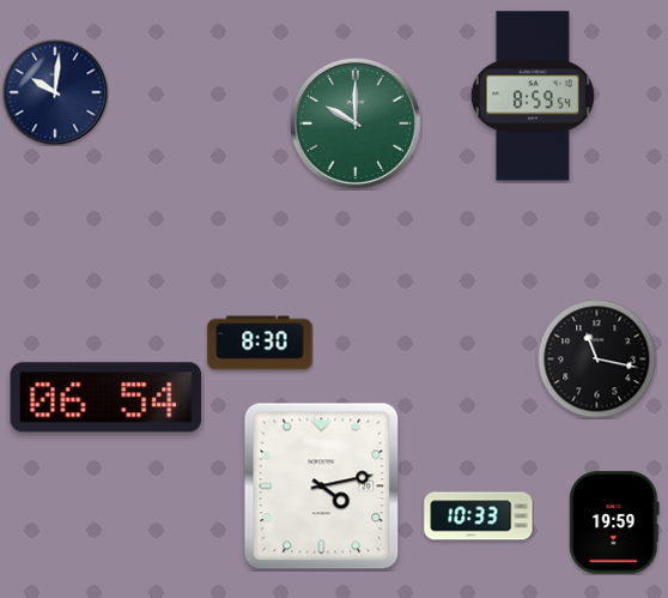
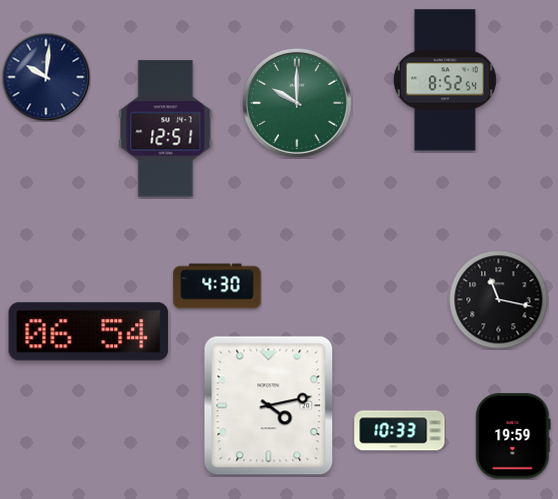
clock at (533, 96): 8:59 -> 8:52
clock at (166, 129): none -> 12:51
clock at (260, 343): 8:30 -> 4:30
